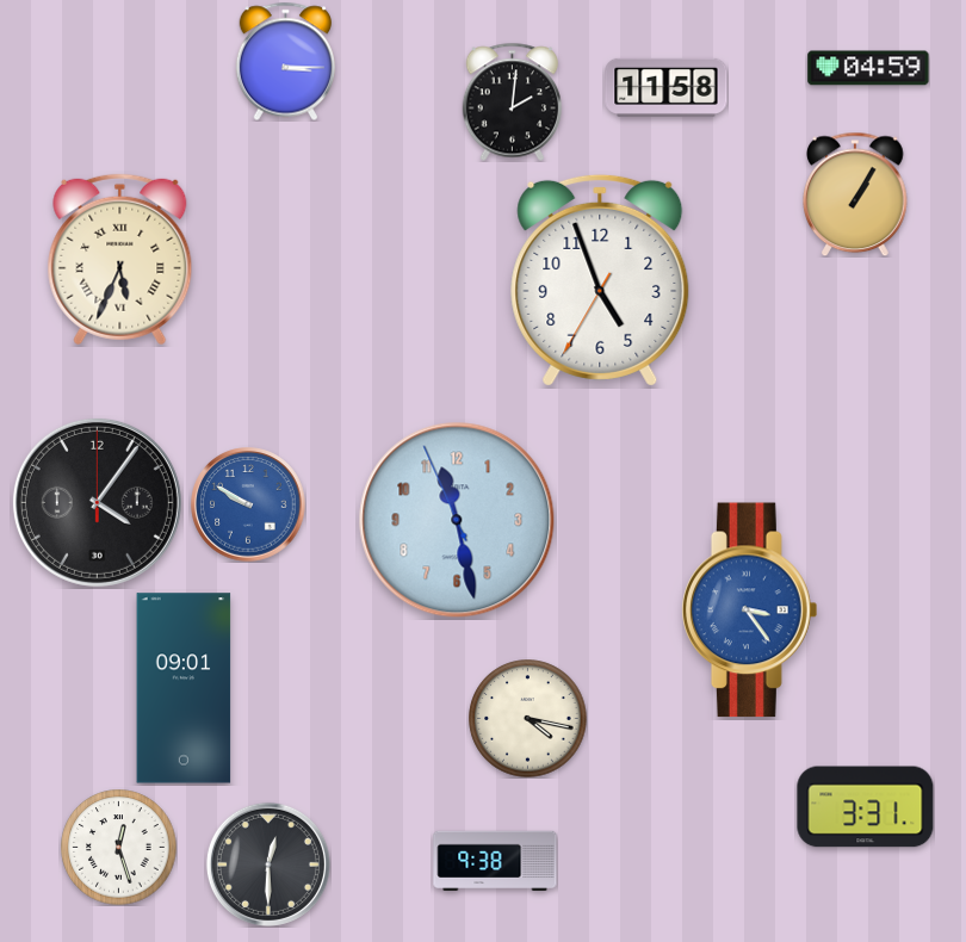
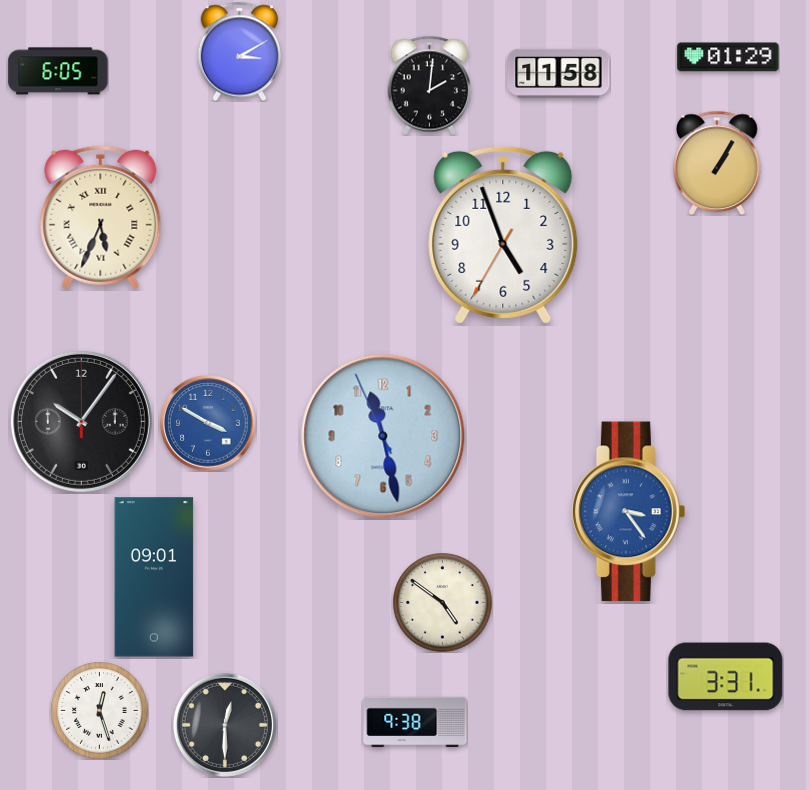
clock at (286, 61): 3:15 -> 3:10
clock at (868, 68): 04:59 -> 01:29
clock at (58, 71): none -> 6:05
clock at (97, 502): 4:06 -> 10:06
clock at (248, 504): 9:50 -> 3:50
clock at (528, 719): 4:17 -> 4:51
